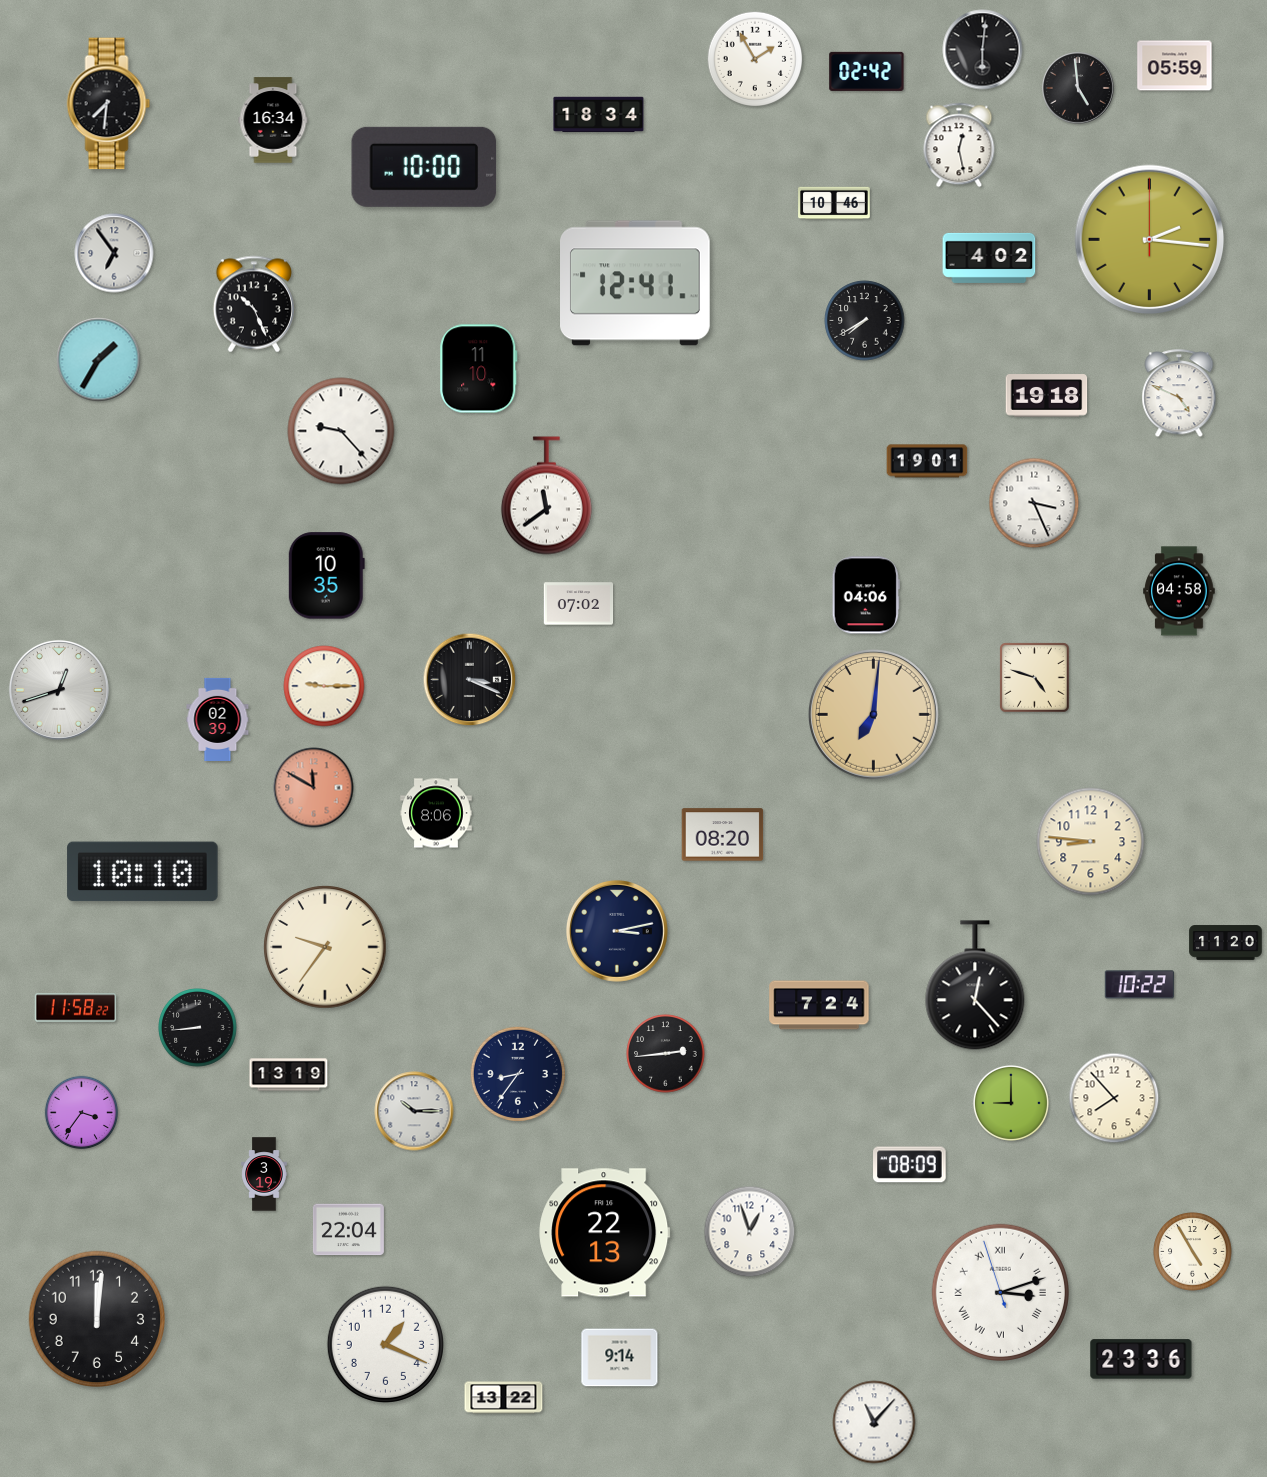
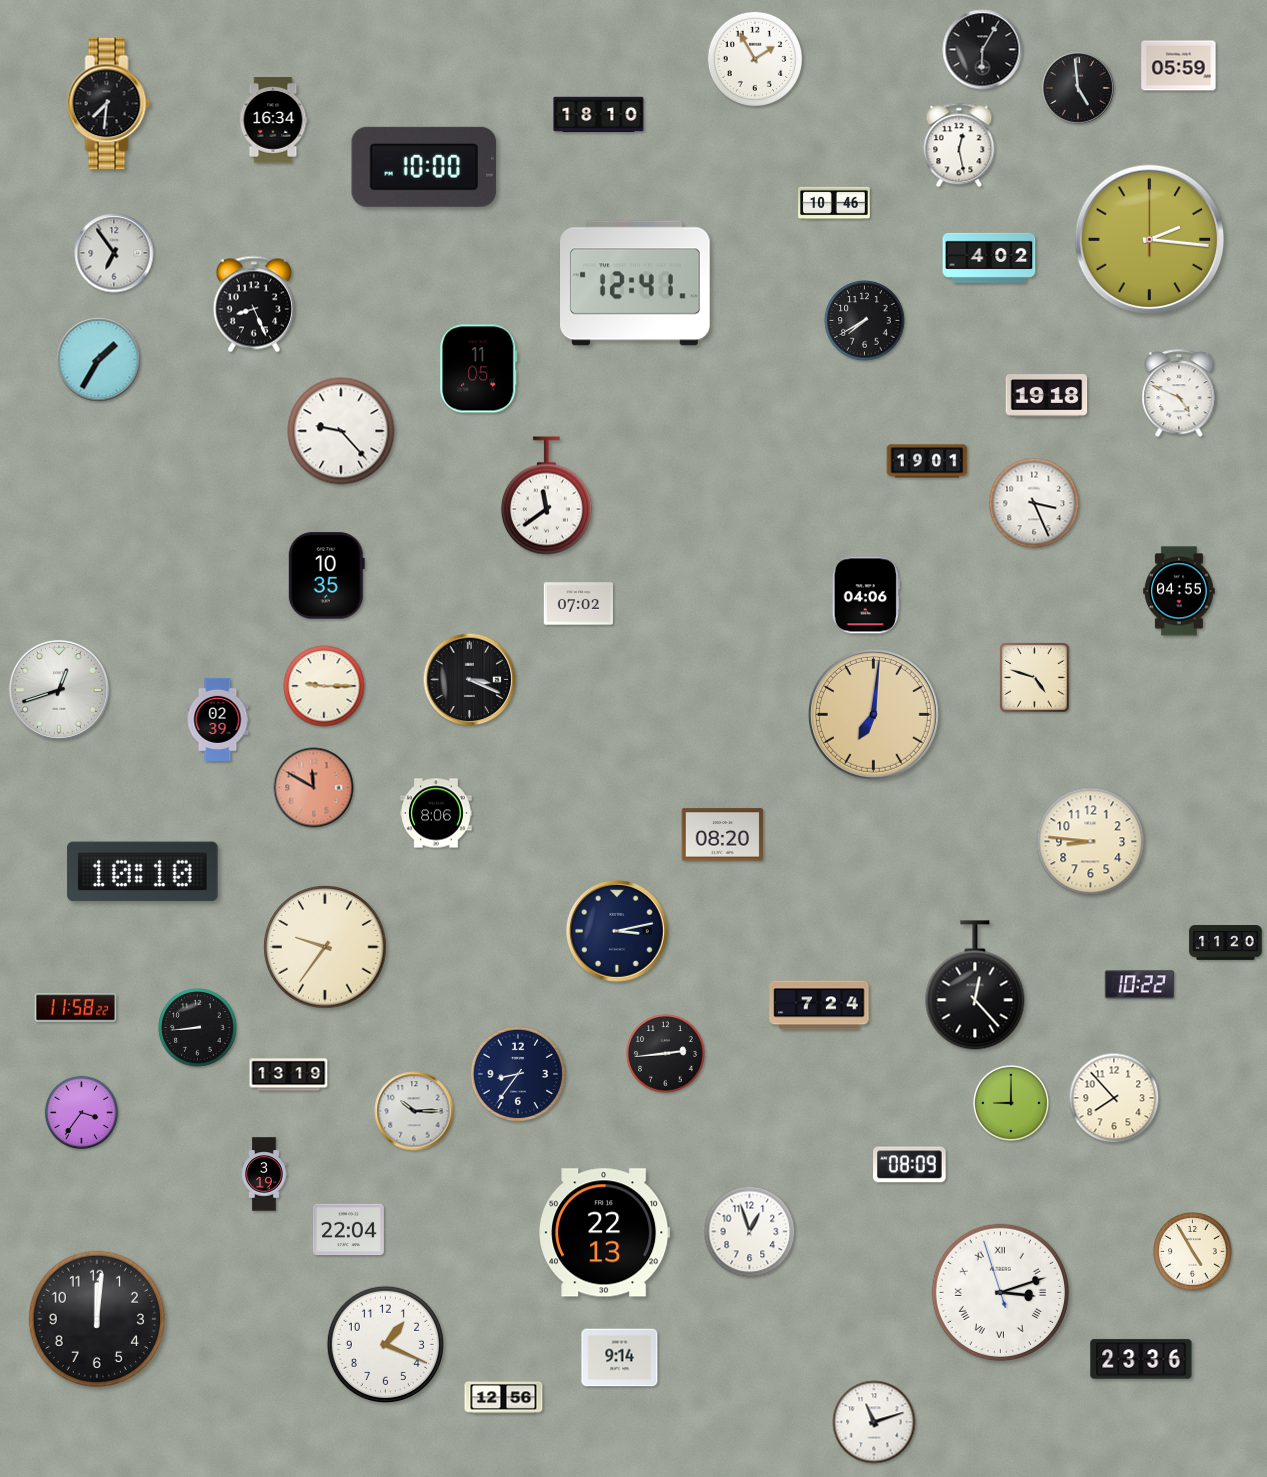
clock at (983, 50): 6:01 -> 6:05
clock at (1175, 66) position: (1175, 66) -> (1179, 66)
clock at (867, 71): 02:42 -> none
clock at (599, 115): 18:34 -> 18:10
clock at (253, 304): 10:26 -> 8:26
clock at (479, 369): 11:10 -> 11:05
clock at (1179, 591): 04:58 -> 04:55
clock at (504, 1398): 13:22 -> 12:56
clock at (874, 1422): 11:07 -> 11:12
